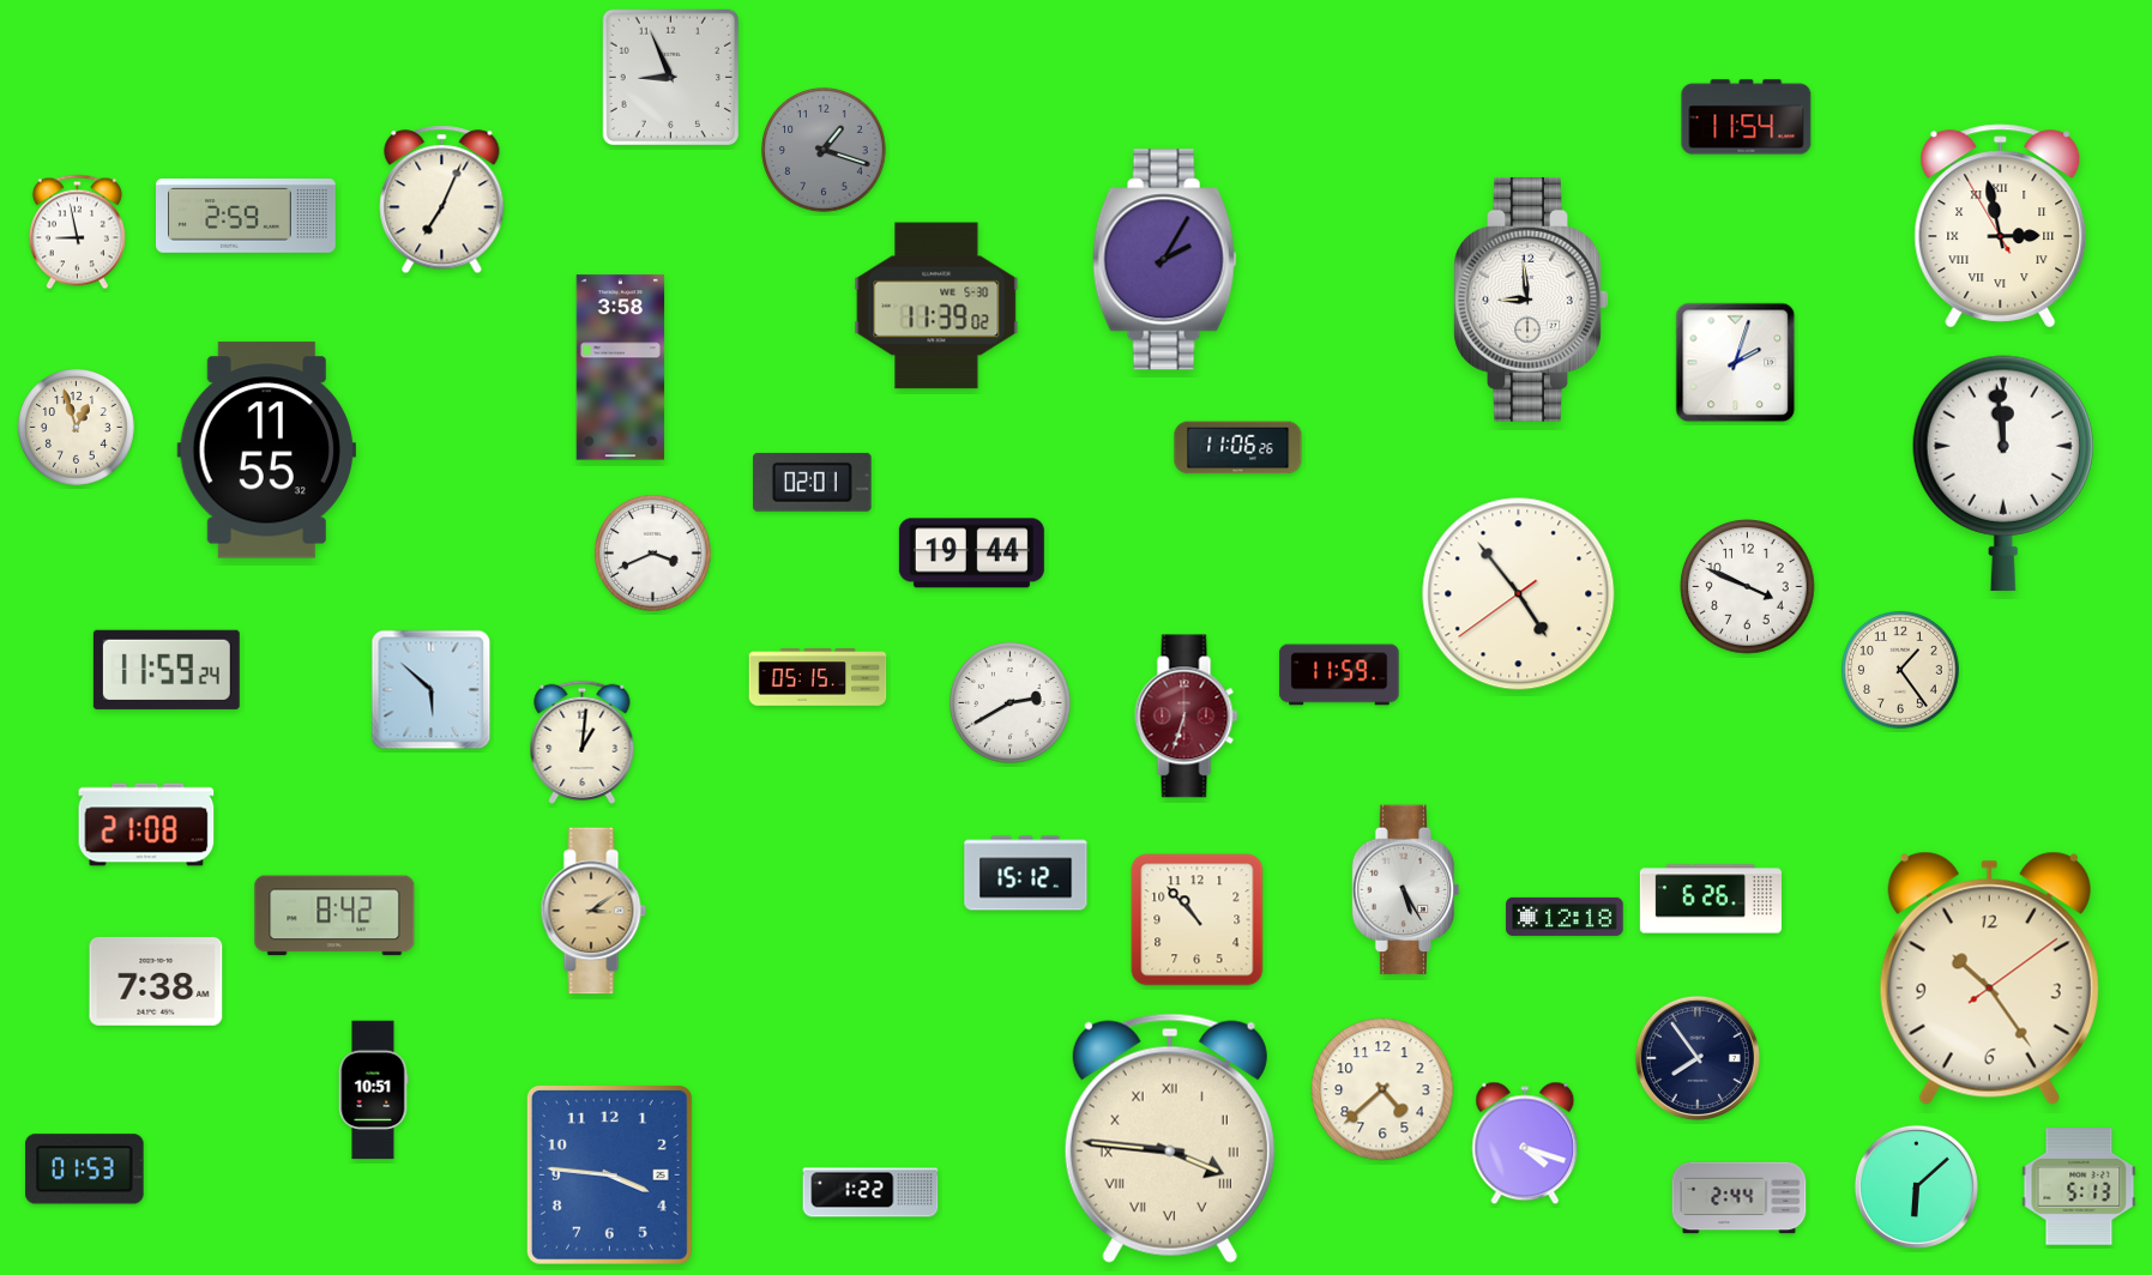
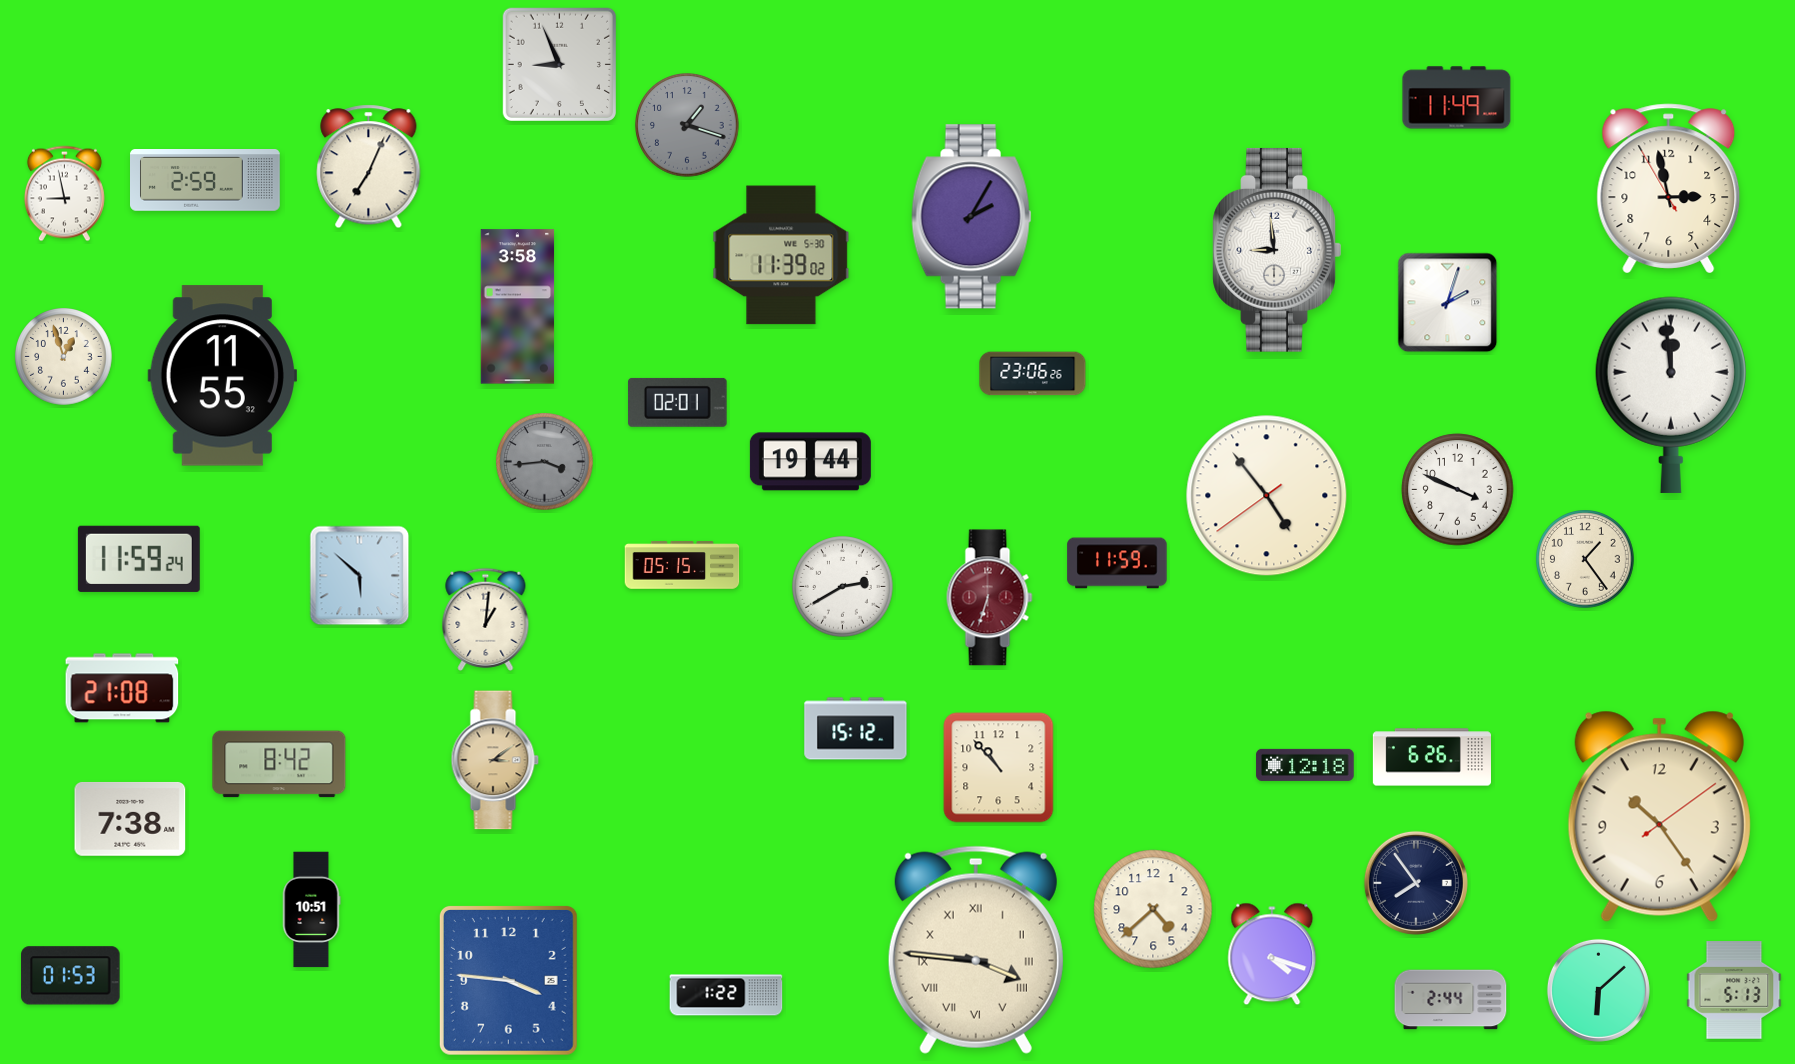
clock at (1747, 117): 11:54 -> 11:49
clock at (2001, 226) numerals: Roman -> Arabic
clock at (1238, 448): 11:06 -> 23:06
clock at (653, 554): 3:41 -> 3:44
clock at (653, 554) dial: white -> grey
clock at (1406, 890): 5:25 -> none
clock at (1711, 899) position: (1711, 899) -> (1432, 757)
